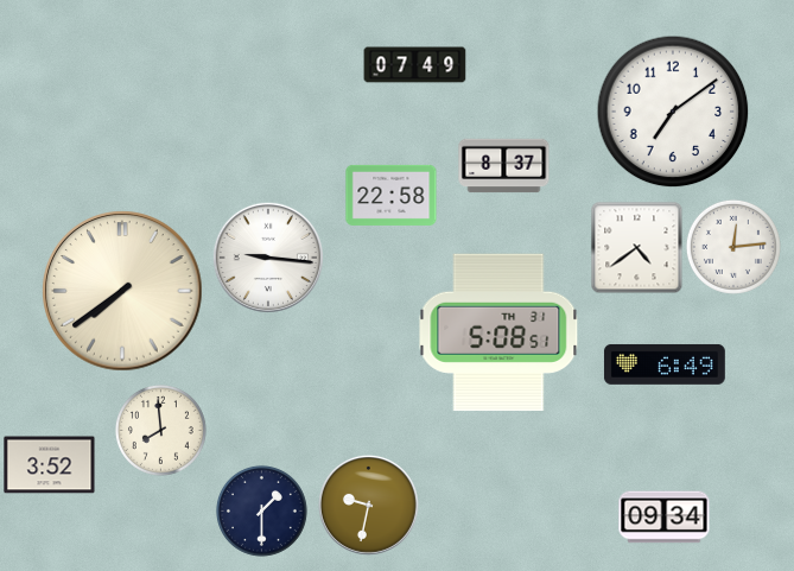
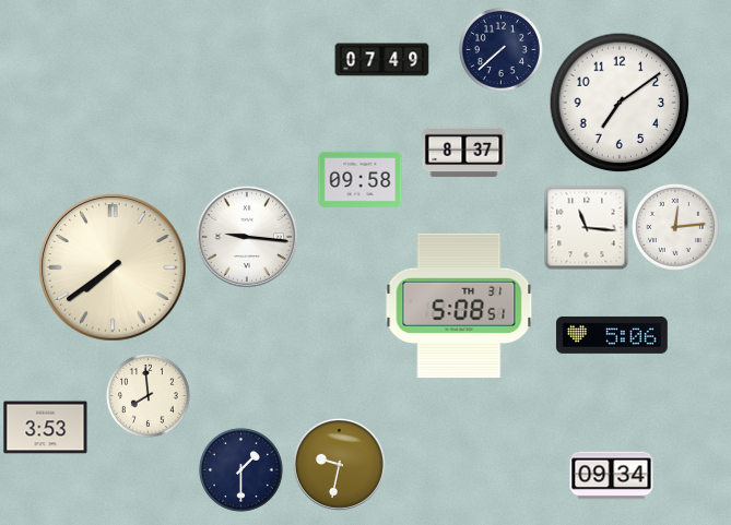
clock at (500, 49): none -> 7:38
clock at (392, 195): 22:58 -> 09:58
clock at (636, 247): 4:39 -> 11:16
clock at (665, 364): 6:49 -> 5:06
clock at (50, 465): 3:52 -> 3:53
